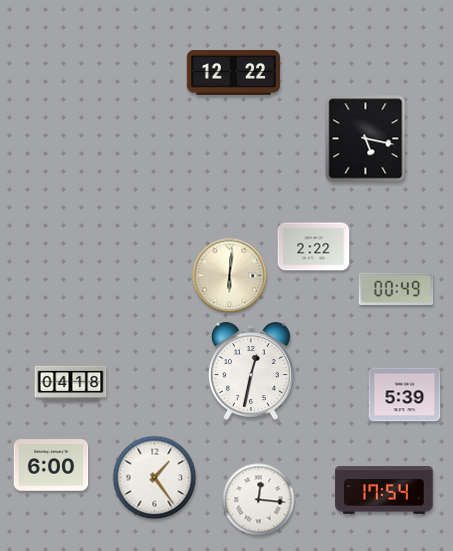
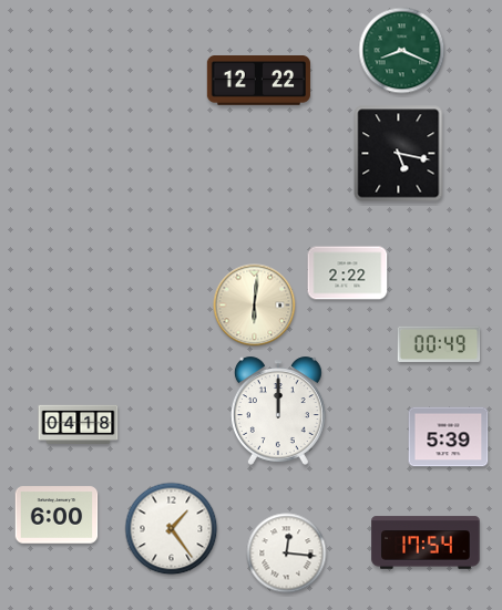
clock at (402, 51): none -> 8:19
clock at (366, 139) position: (366, 139) -> (399, 154)
clock at (396, 289) position: (396, 289) -> (439, 344)
clock at (251, 371): 12:32 -> 12:00
